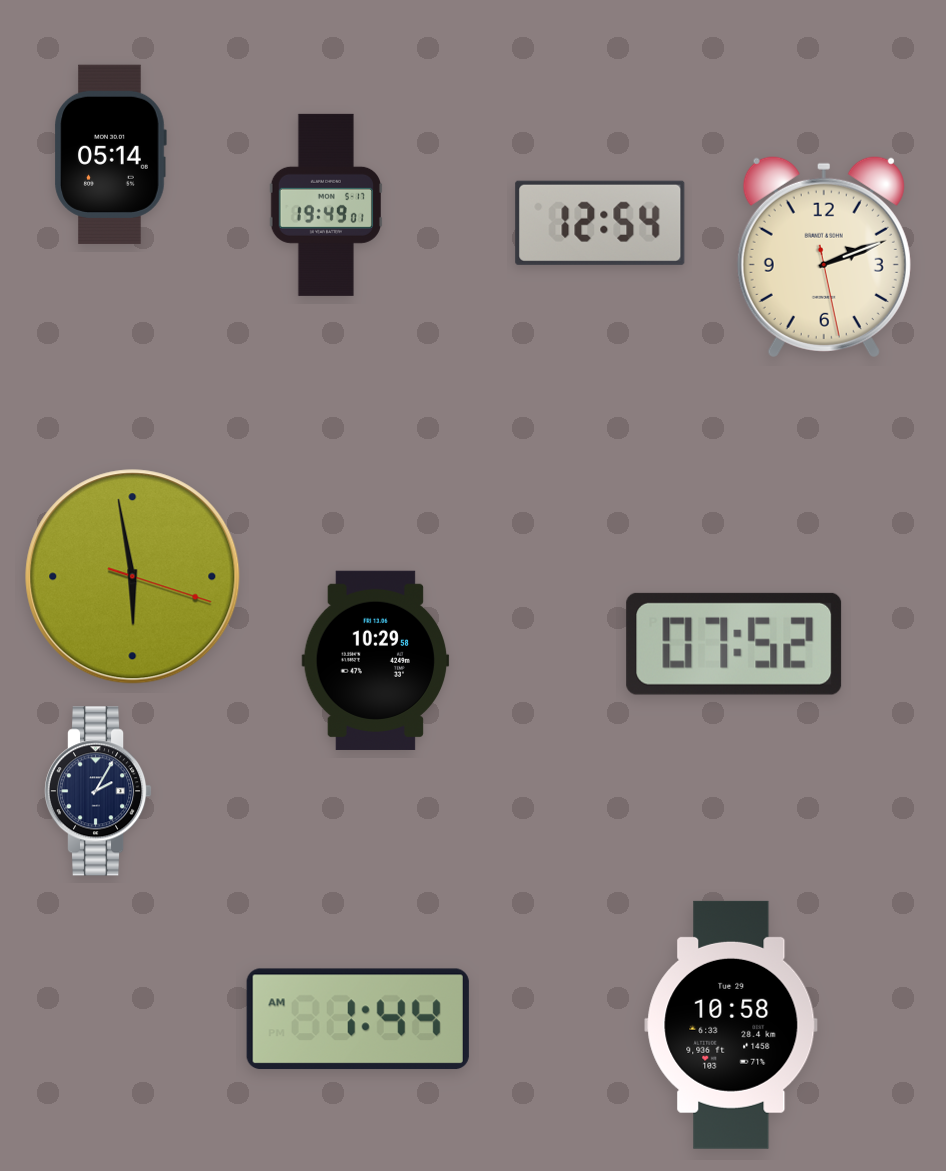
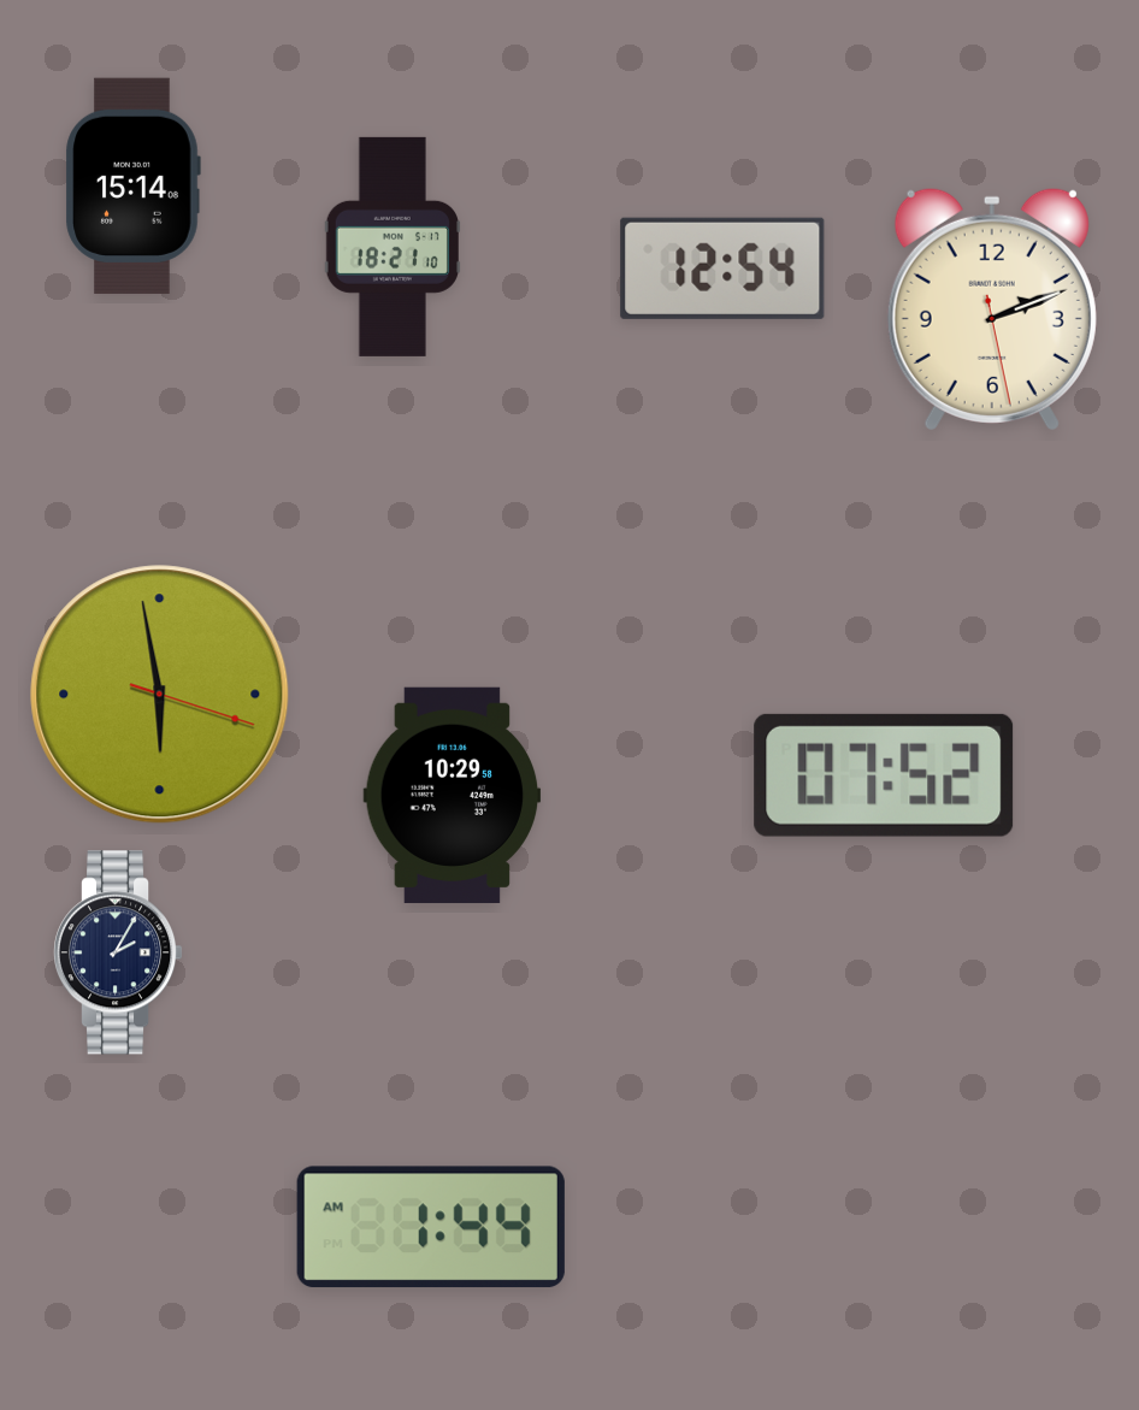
clock at (110, 154): 05:14 -> 15:14
clock at (326, 205): 19:49 -> 18:21
clock at (731, 1025): 10:58 -> none
